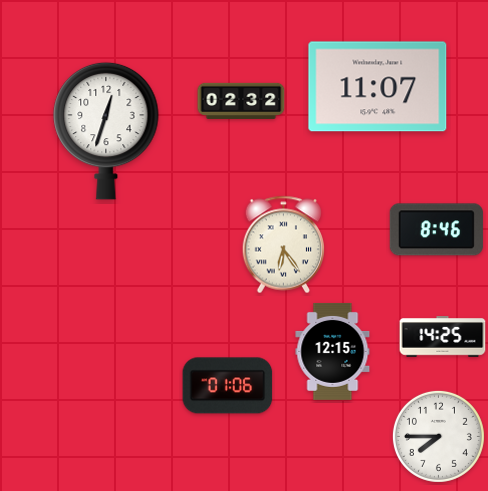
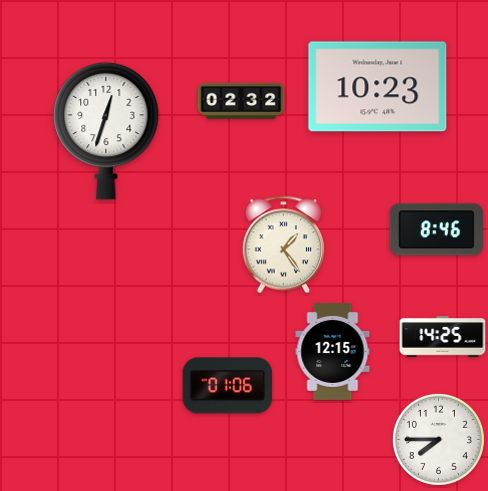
clock at (378, 87): 11:07 -> 10:23
clock at (284, 245): 6:24 -> 1:24
clock at (438, 436) position: (438, 436) -> (438, 439)
